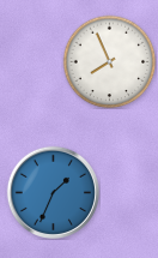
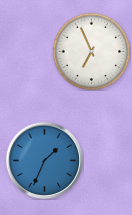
clock at (109, 61): 7:56 -> 6:56
